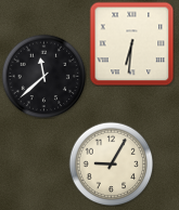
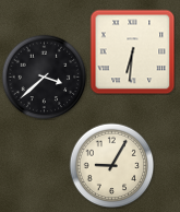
clock at (131, 43) position: (131, 43) -> (132, 51)
clock at (43, 76): 11:38 -> 3:38
